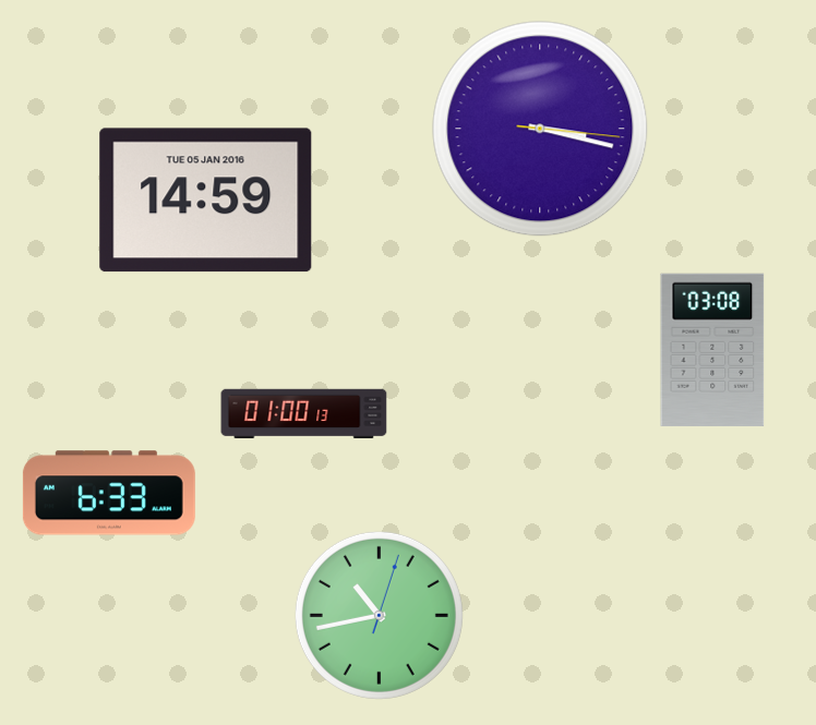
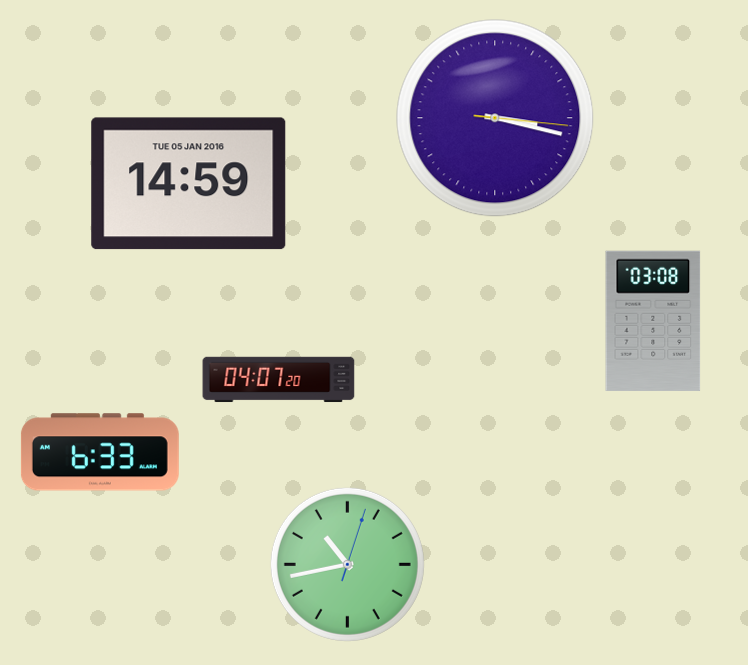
clock at (304, 414): 01:00 -> 04:07
